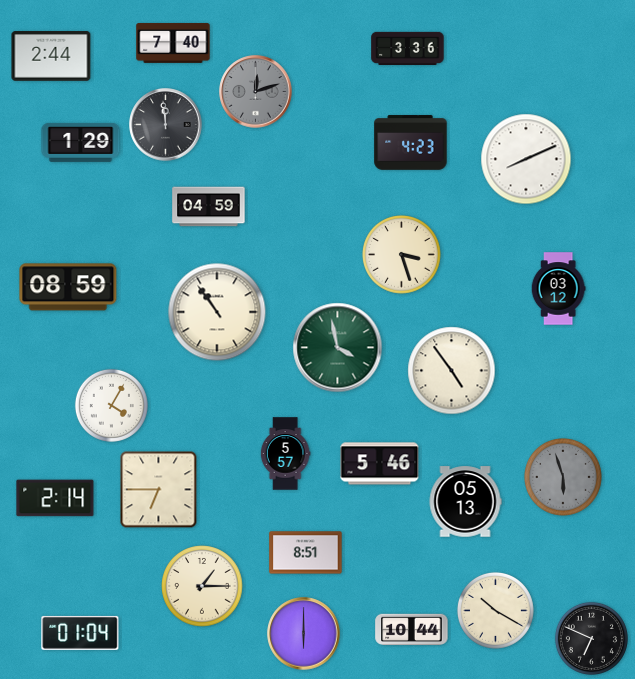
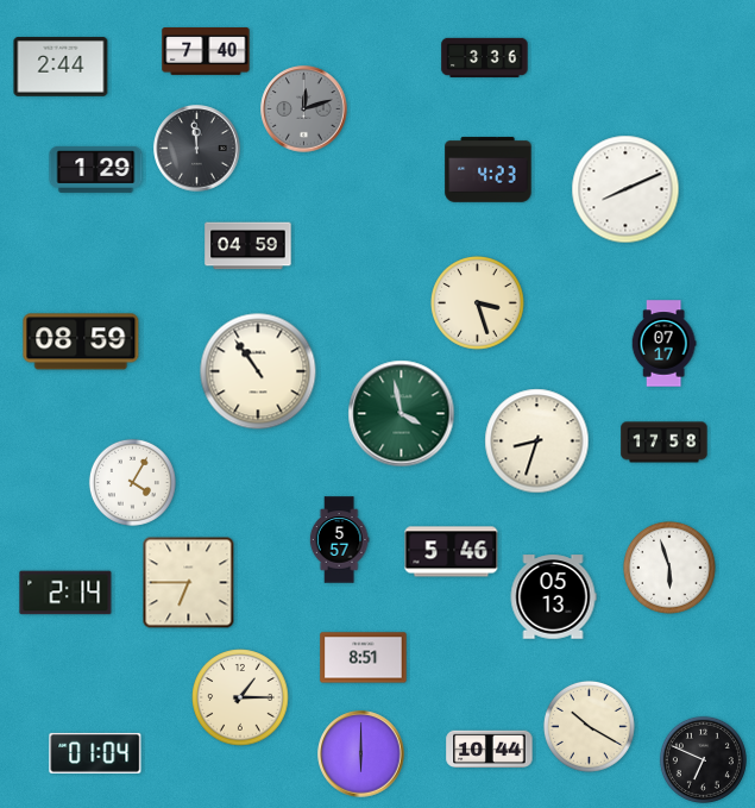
clock at (558, 289): 03:12 -> 07:17
clock at (452, 371): 4:54 -> 8:33
clock at (665, 443): none -> 17:58
clock at (564, 478) dial: grey -> white
